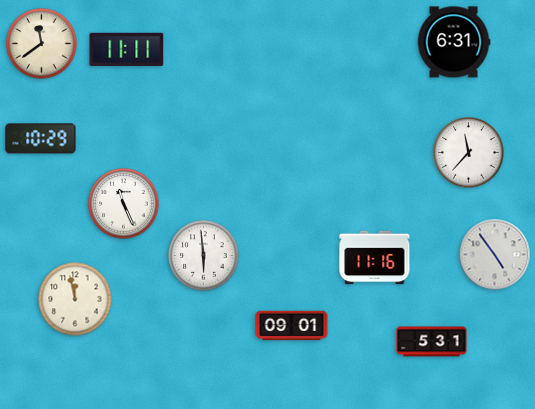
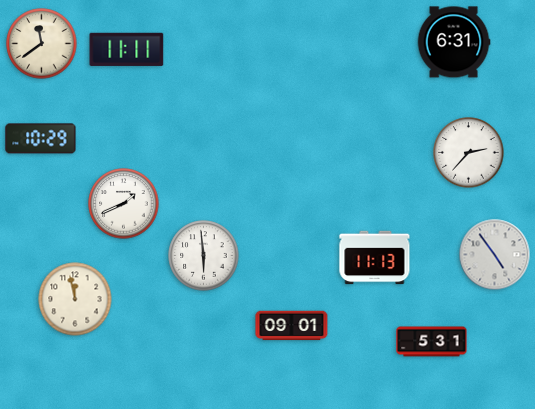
clock at (469, 153): 11:37 -> 2:37
clock at (124, 204): 11:26 -> 1:41
clock at (375, 258): 11:16 -> 11:13
